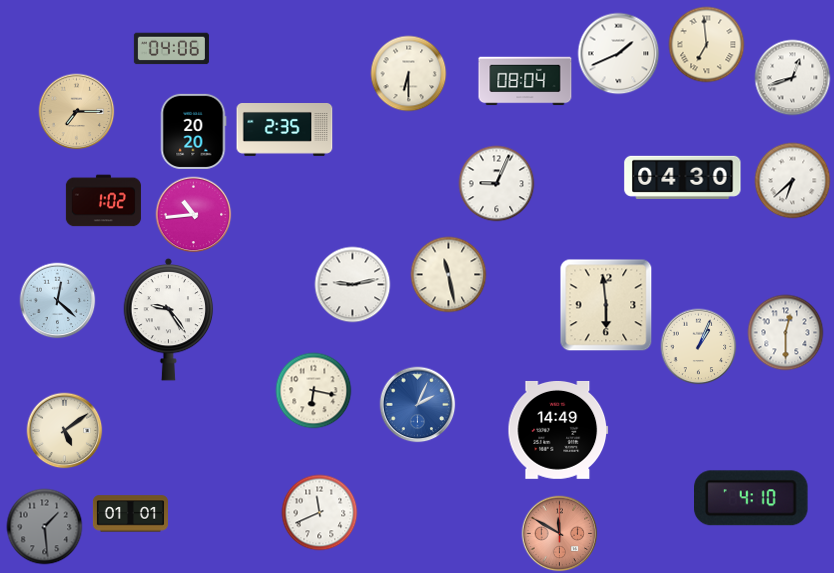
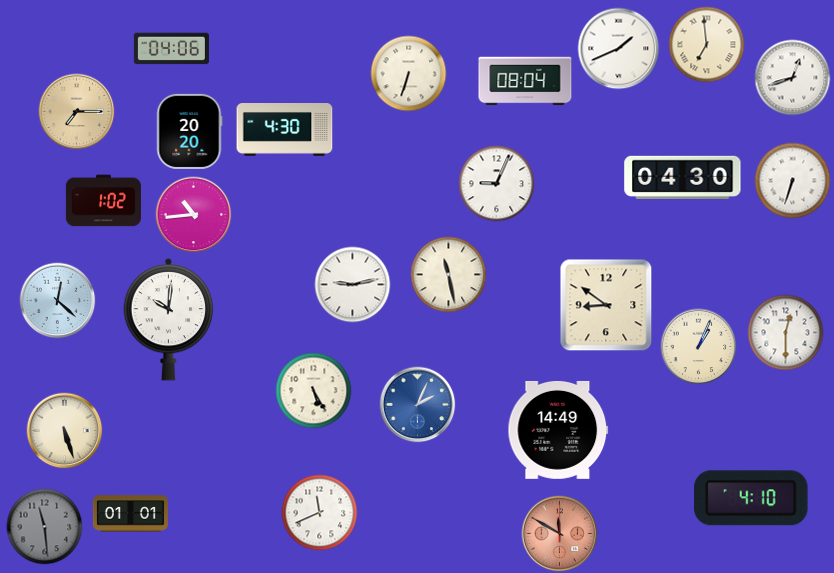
clock at (619, 54) position: (619, 54) -> (619, 49)
clock at (409, 74): 6:30 -> 6:33
clock at (285, 130): 2:35 -> 4:30
clock at (193, 131) position: (193, 131) -> (189, 131)
clock at (793, 181): 6:38 -> 6:33
clock at (606, 305): 5:59 -> 8:51
clock at (169, 319): 9:24 -> 10:01
clock at (314, 391): 6:17 -> 5:25
clock at (65, 431): 5:09 -> 5:27
clock at (45, 527): 1:29 -> 11:29
